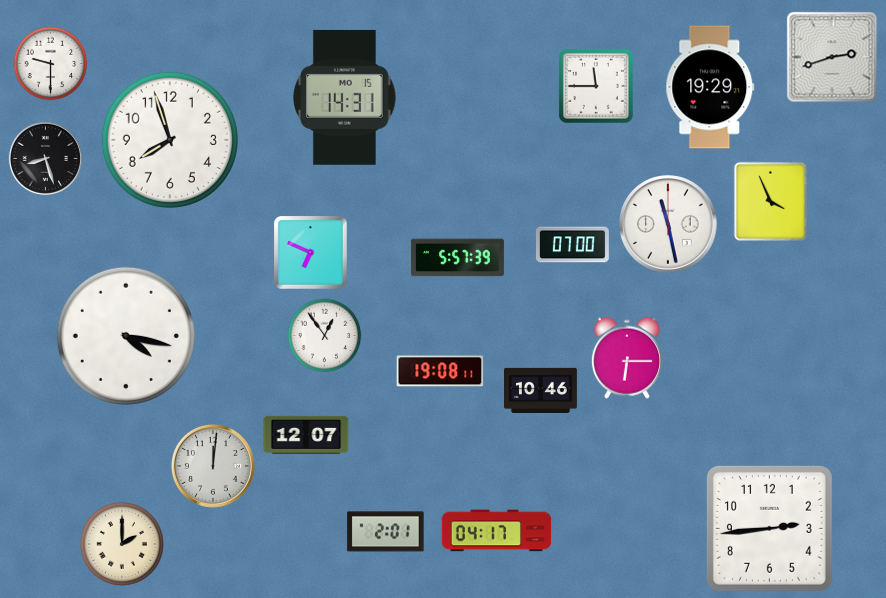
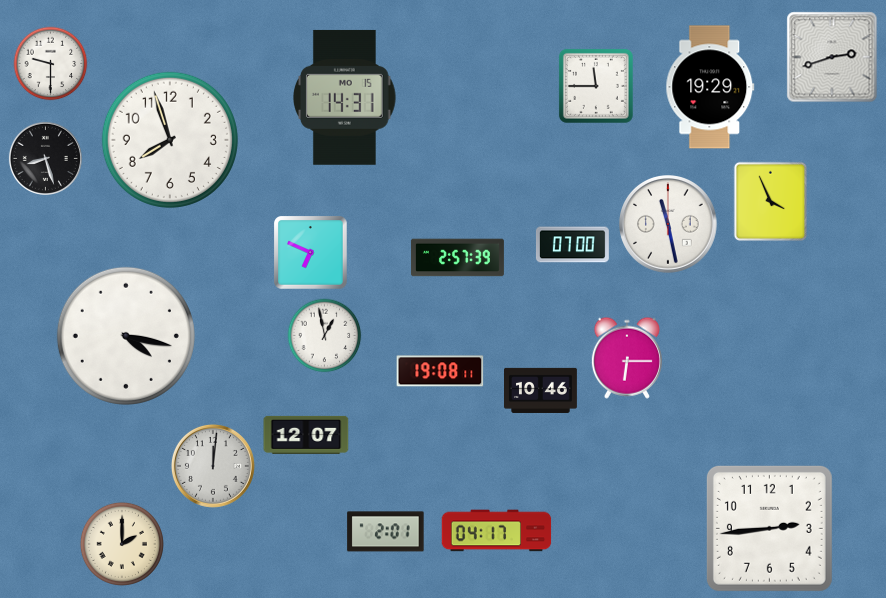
clock at (457, 258): 5:57 -> 2:57
clock at (325, 336): 12:54 -> 12:58
